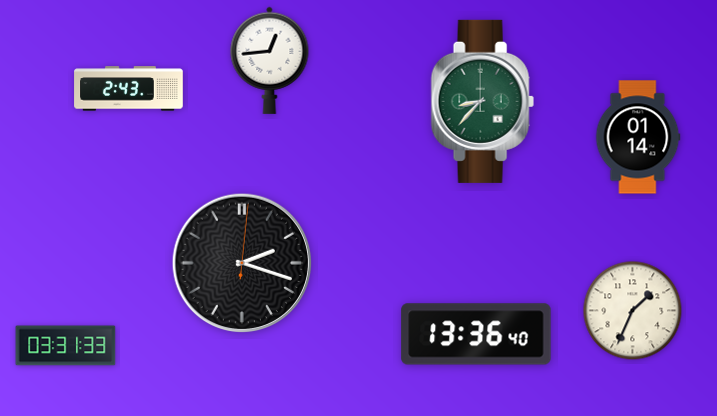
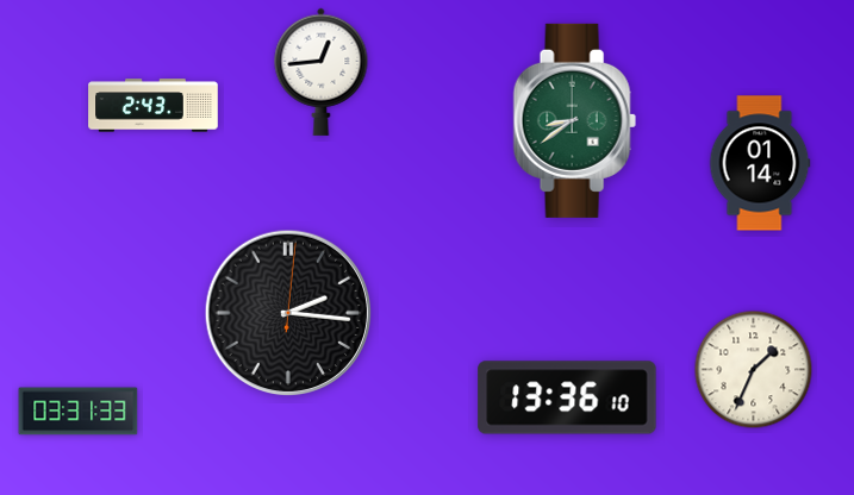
clock at (482, 101): 8:37 -> 8:39
clock at (242, 263): 2:18 -> 2:16
clock at (476, 334): 13:36:40 -> 13:36:10
